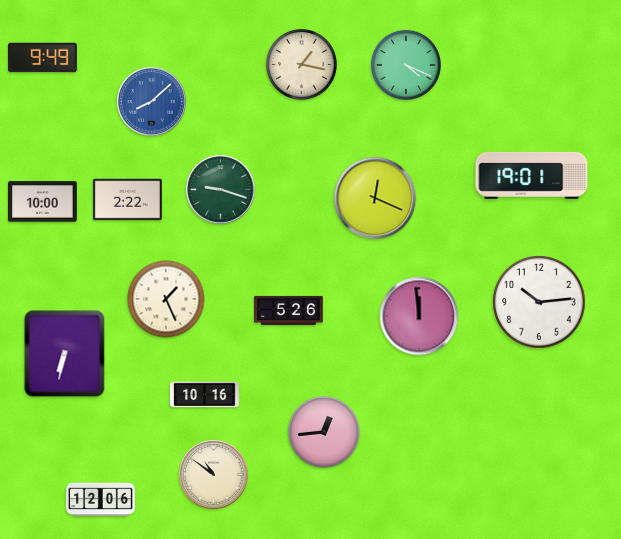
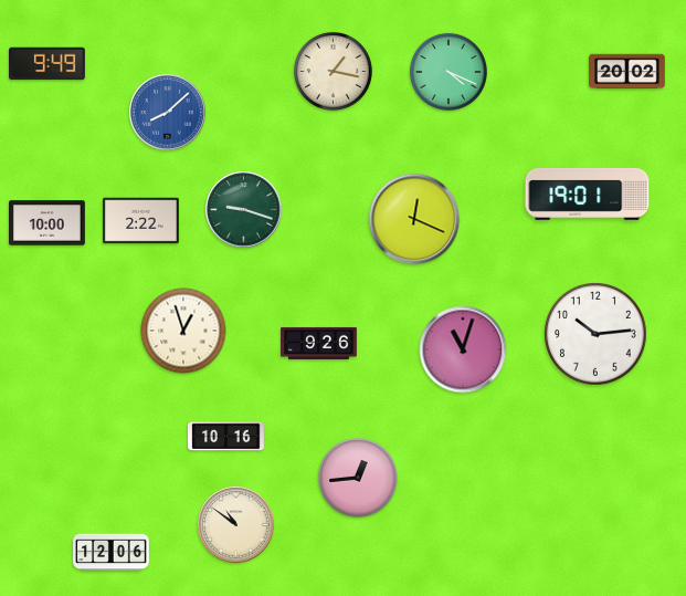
clock at (627, 72): none -> 20:02
clock at (166, 299): 1:26 -> 12:57
clock at (289, 310): 5:26 -> 9:26
clock at (419, 316): 11:59 -> 11:03
clock at (65, 354): 6:32 -> none
